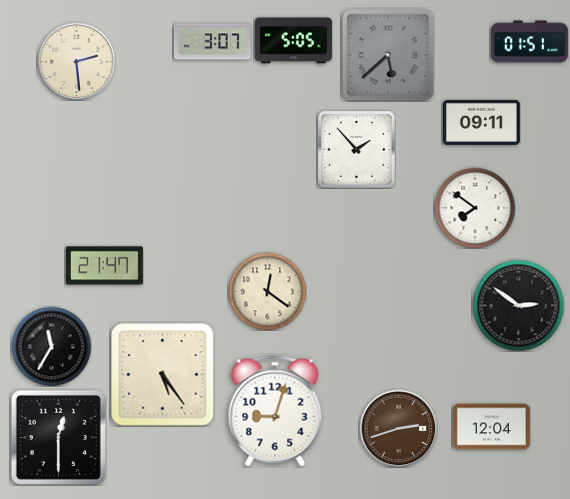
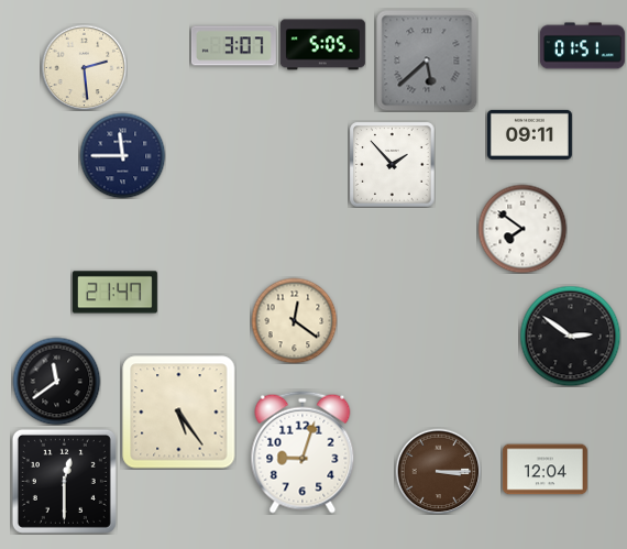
clock at (122, 155): none -> 11:45
clock at (51, 346): 11:35 -> 11:39
clock at (491, 427) position: (491, 427) -> (544, 470)
clock at (398, 428): 2:42 -> 3:15
